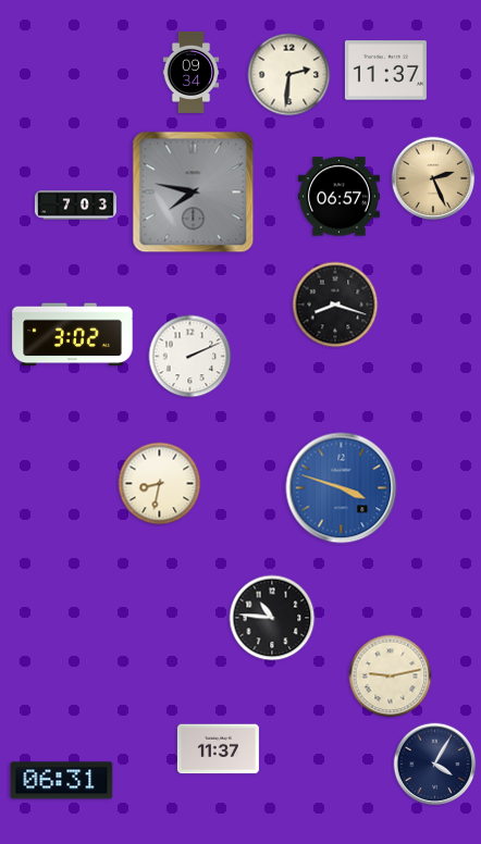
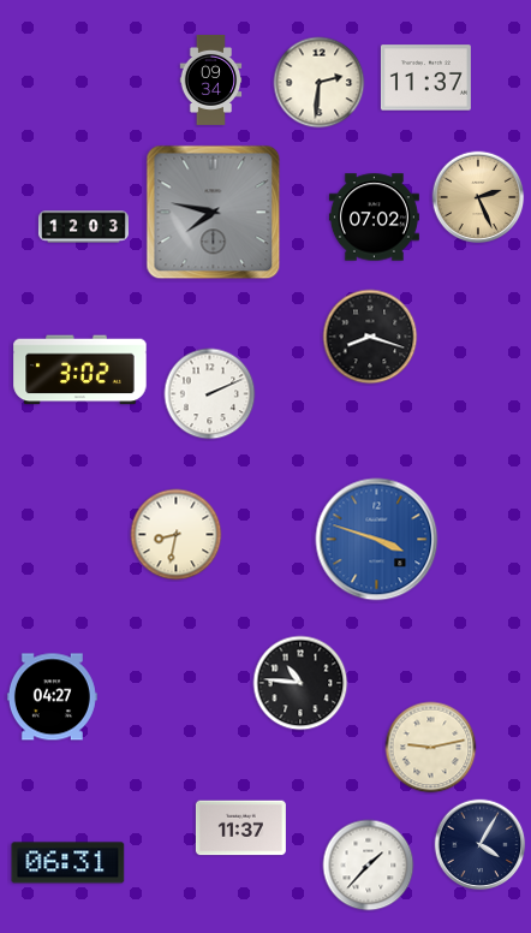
clock at (338, 197): 06:57 -> 07:02
clock at (75, 206): 7:03 -> 12:03
clock at (52, 697): none -> 04:27
clock at (369, 866): none -> 1:37
